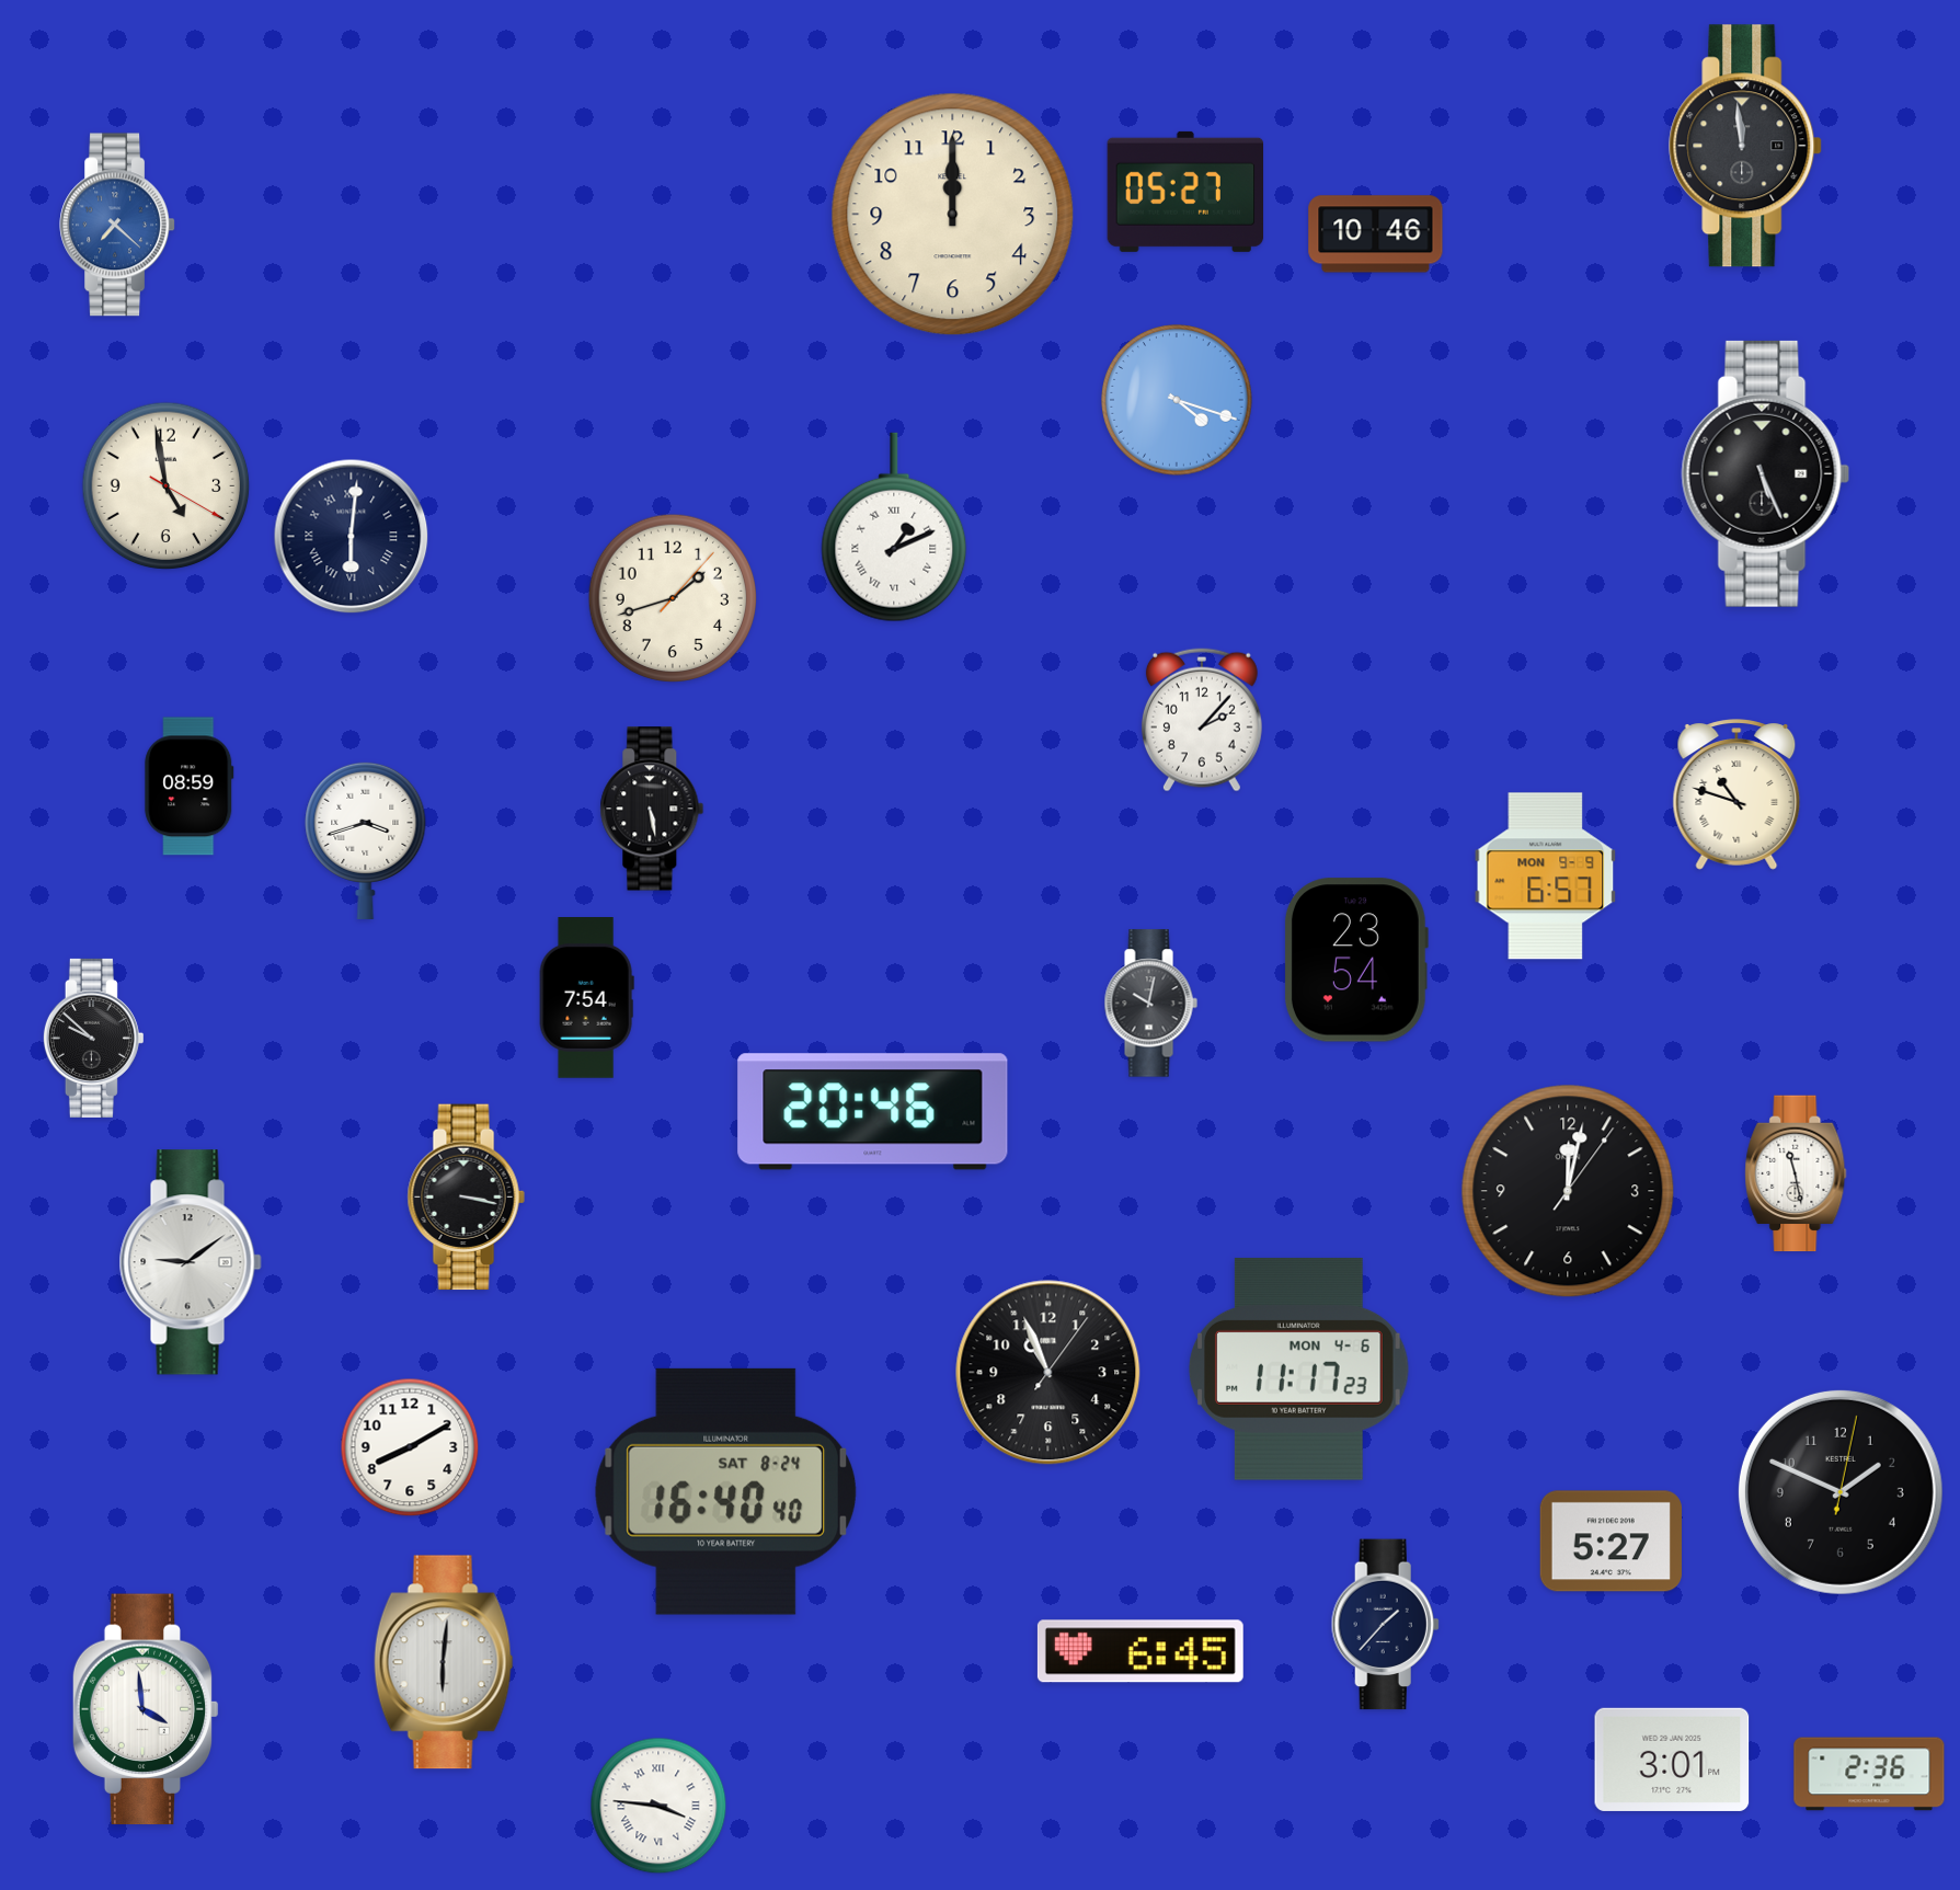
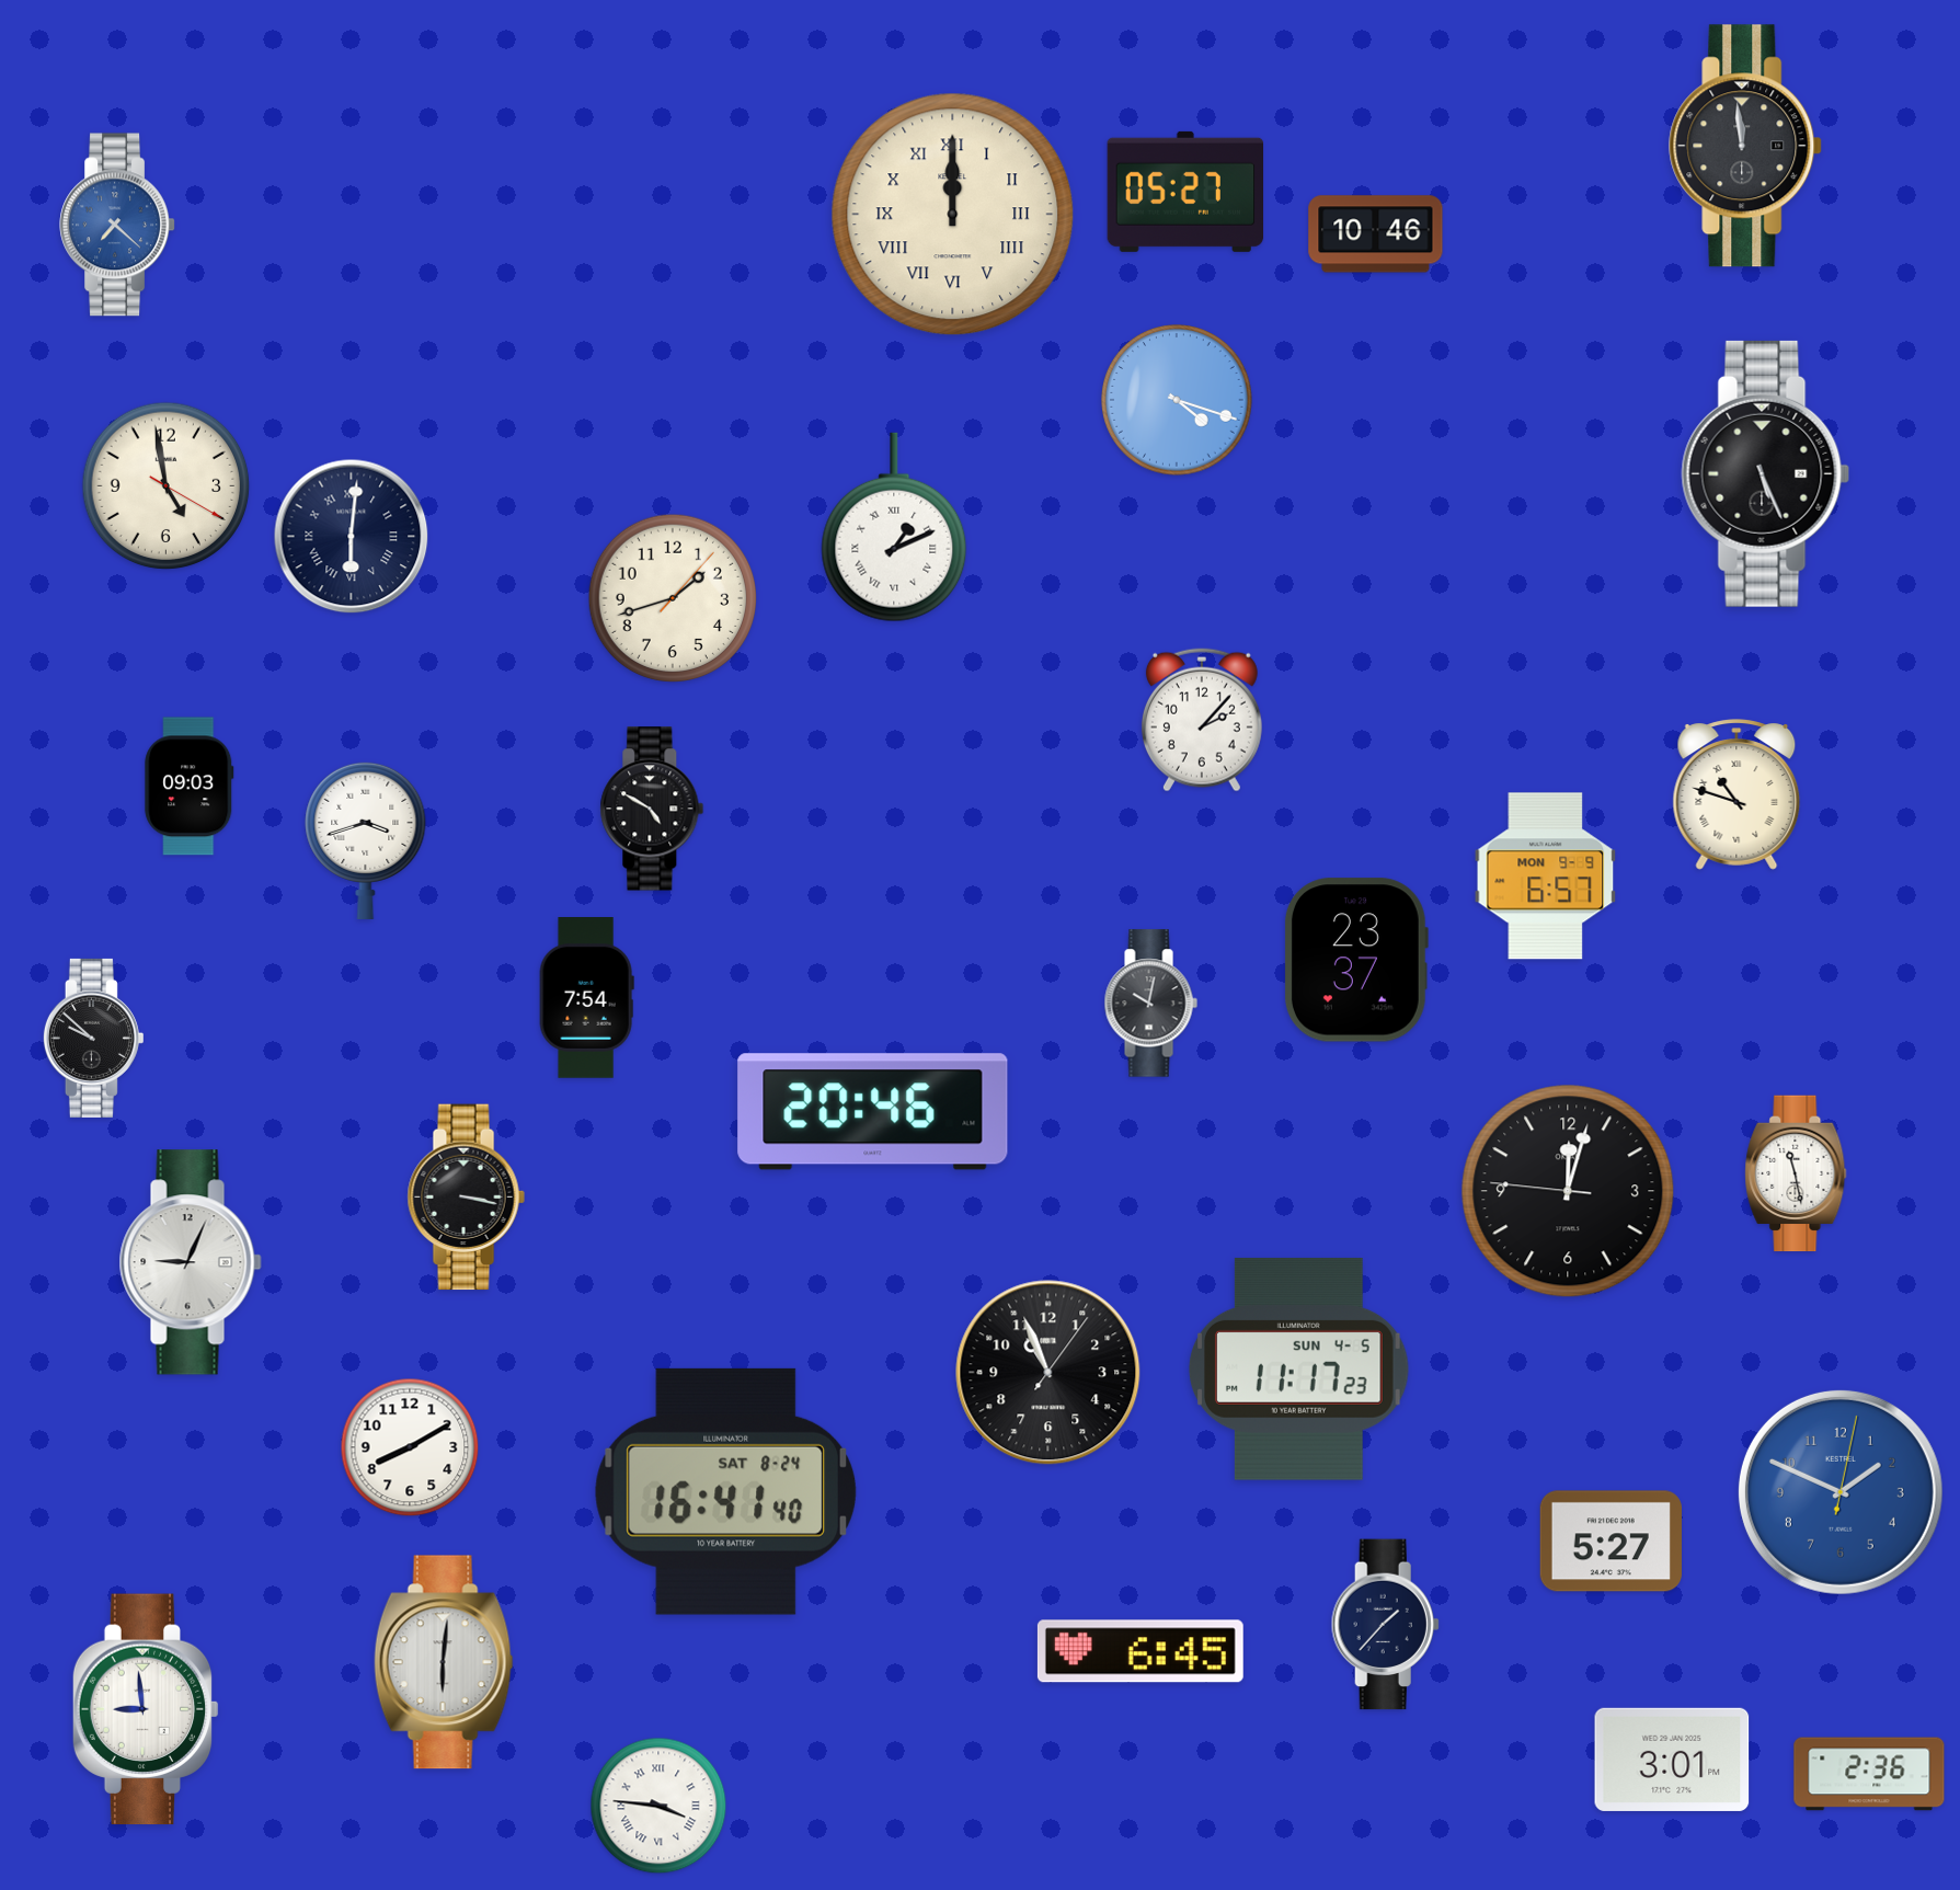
clock at (953, 215) numerals: Arabic -> Roman
clock at (190, 787): 08:59 -> 09:03
clock at (652, 809): 5:28 -> 4:50
clock at (1355, 960): 23:54 -> 23:37
clock at (1568, 1191): 12:02:06 -> 12:02:46
clock at (191, 1262): 9:09 -> 9:04
clock at (1298, 1368) date: MON 4-6 -> SUN 4-5
clock at (725, 1491): 16:40 -> 16:41
clock at (1841, 1492) dial: black -> blue
clock at (146, 1709): 3:59 -> 8:59
